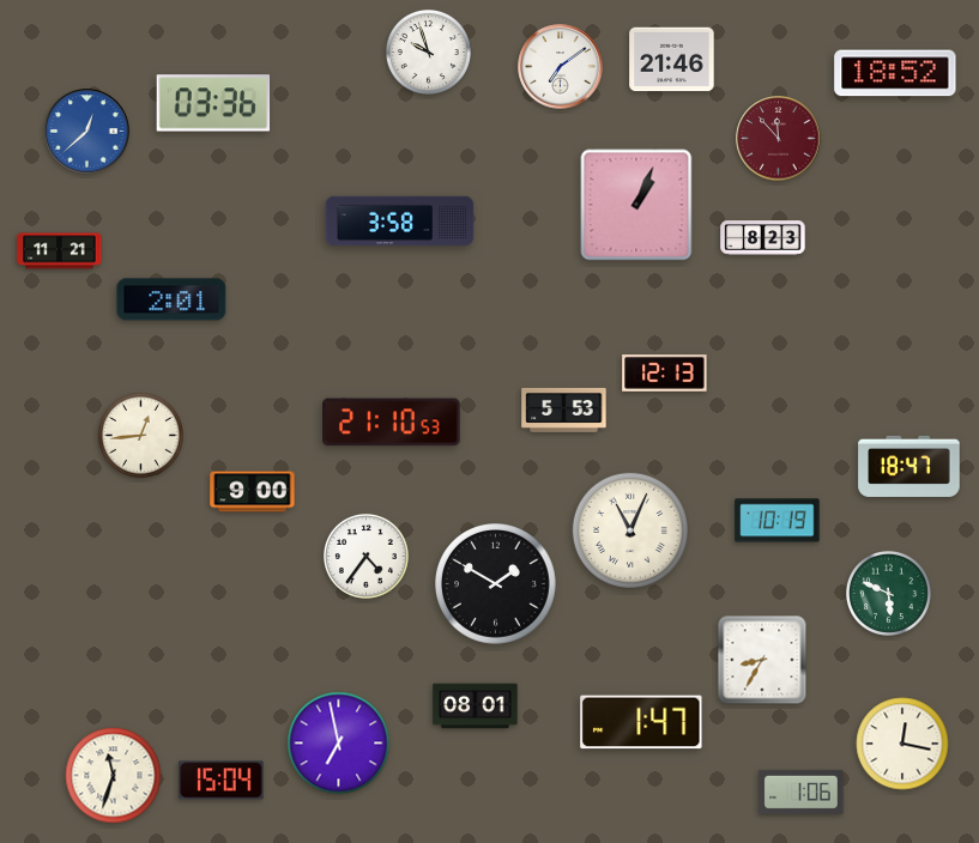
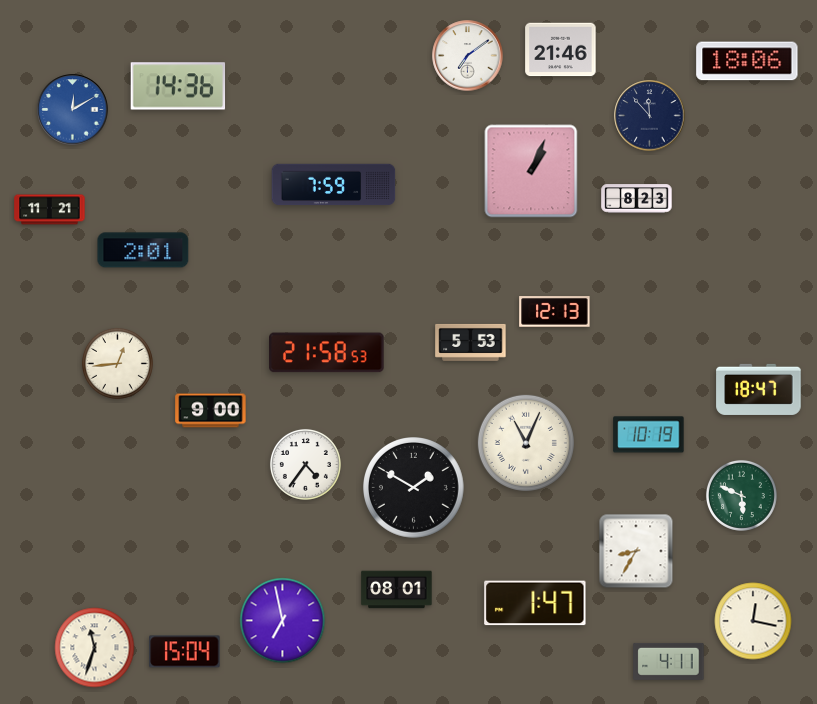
clock at (428, 51): 9:57 -> none
clock at (895, 73): 18:52 -> 18:06
clock at (213, 103): 03:36 -> 14:36
clock at (87, 132): 12:38 -> 12:10
clock at (779, 139) dial: burgundy -> navy
clock at (400, 222): 3:58 -> 7:59
clock at (392, 423): 21:10 -> 21:58
clock at (802, 792): 1:06 -> 4:11
